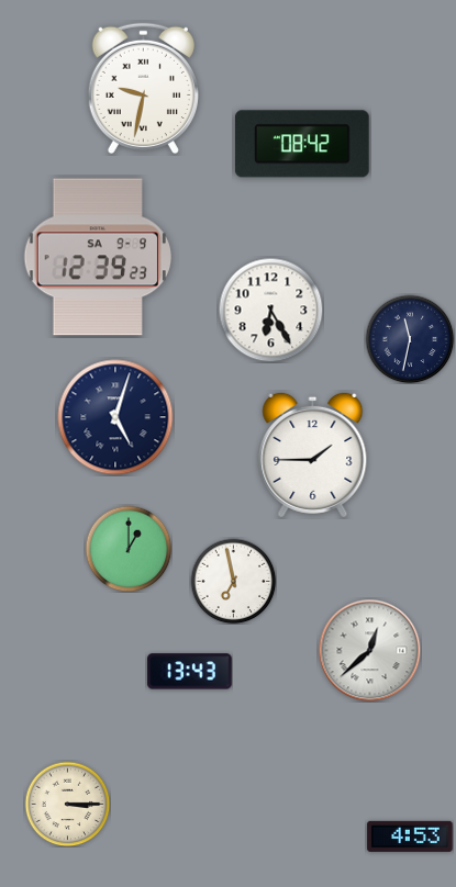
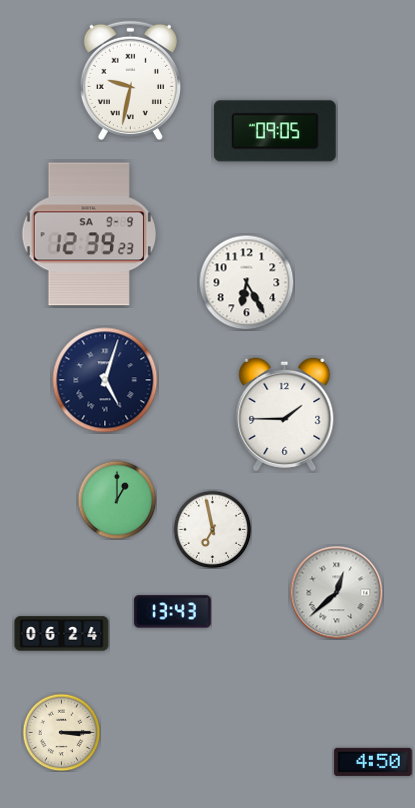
clock at (302, 144): 08:42 -> 09:05
clock at (410, 339): 11:32 -> none
clock at (62, 634): none -> 06:24
clock at (410, 837): 4:53 -> 4:50
